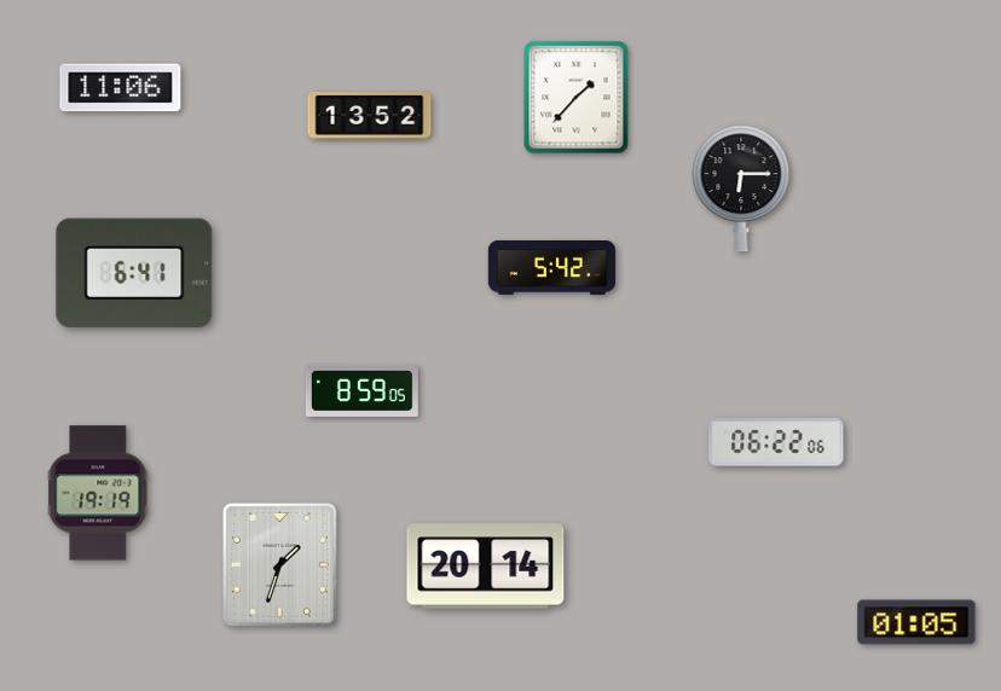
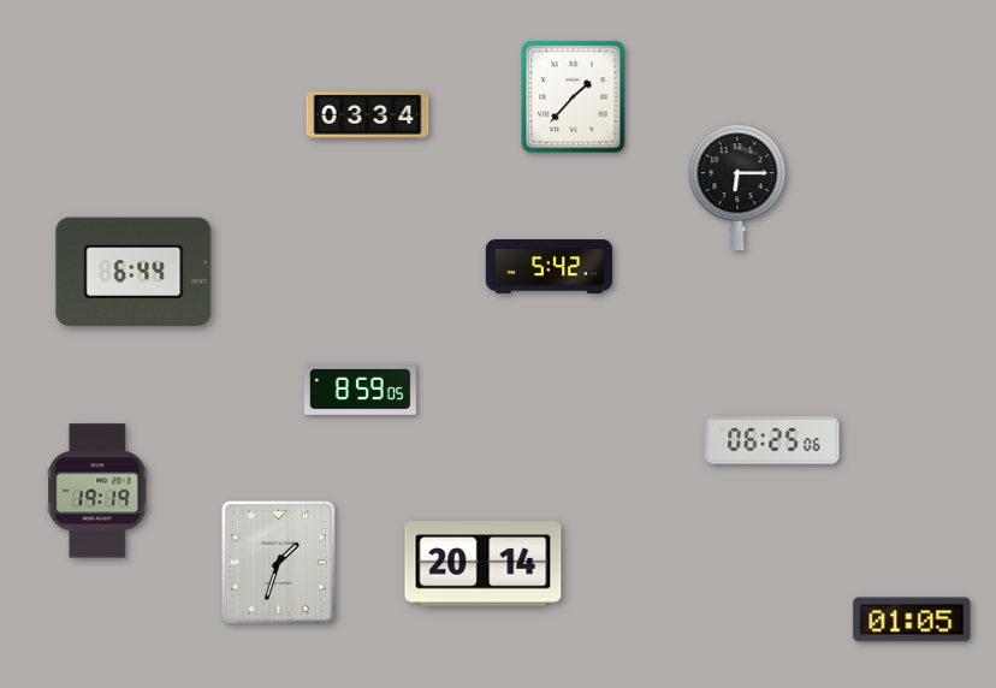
clock at (121, 88): 11:06 -> none
clock at (370, 116): 13:52 -> 03:34
clock at (134, 273): 6:41 -> 6:44
clock at (776, 442): 06:22 -> 06:25
